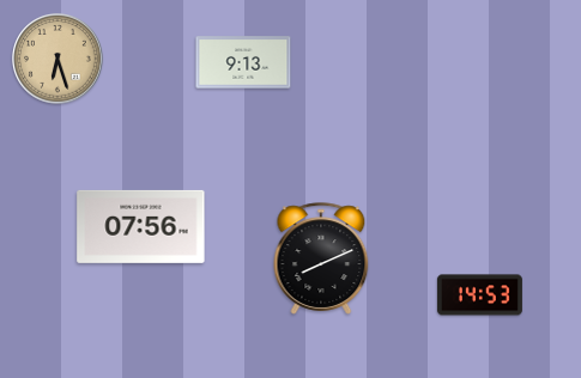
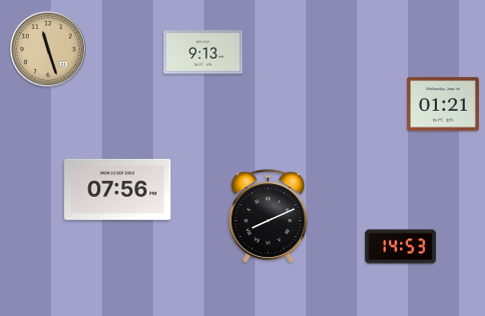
clock at (58, 59): 6:27 -> 11:27
clock at (443, 104): none -> 01:21
